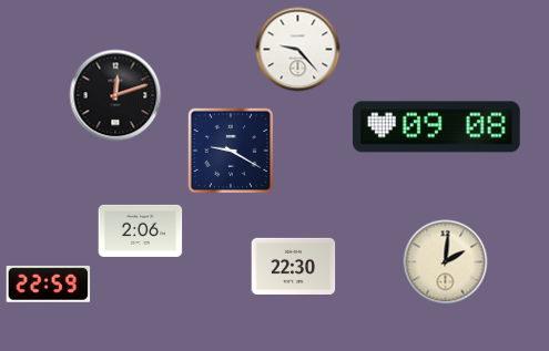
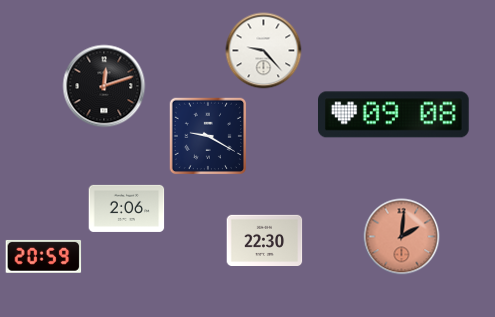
clock at (298, 50) position: (298, 50) -> (264, 51)
clock at (446, 262) dial: cream -> salmon
clock at (49, 283): 22:59 -> 20:59
